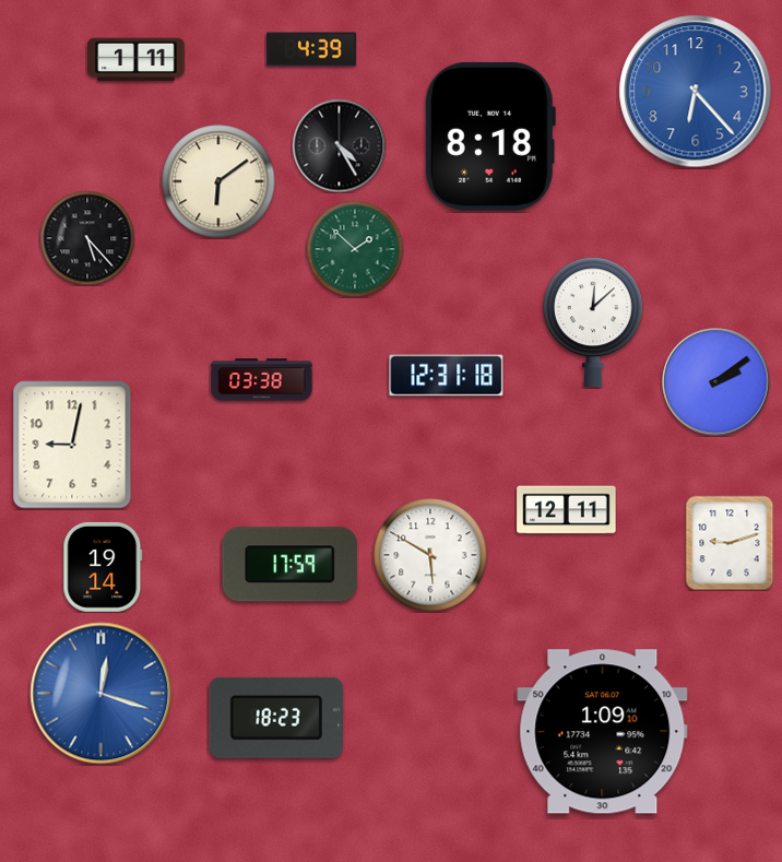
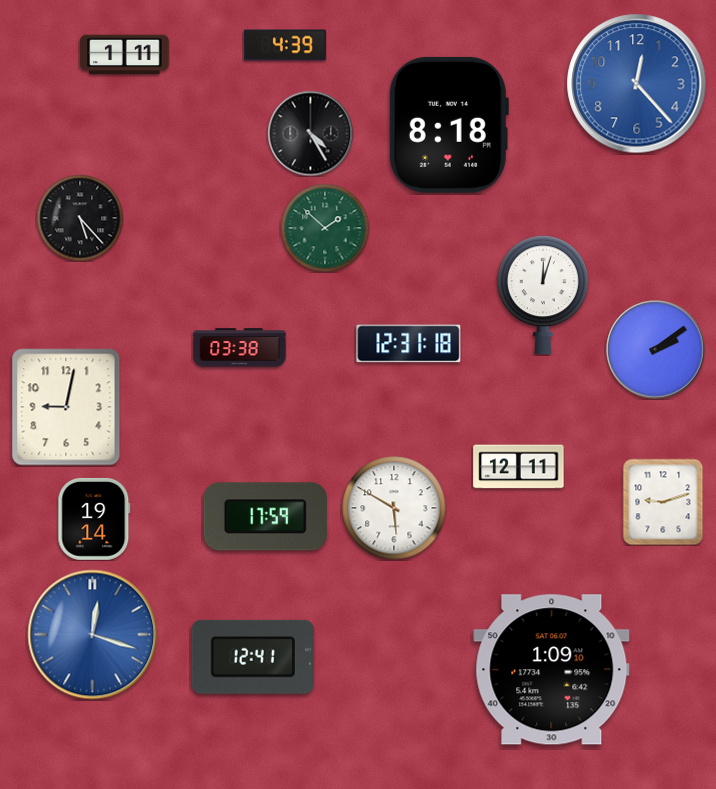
clock at (696, 92): 6:23 -> 12:23
clock at (218, 181): 6:09 -> none
clock at (593, 322): 12:08 -> 12:03
clock at (730, 543) position: (730, 543) -> (663, 502)
clock at (276, 718): 18:23 -> 12:41
